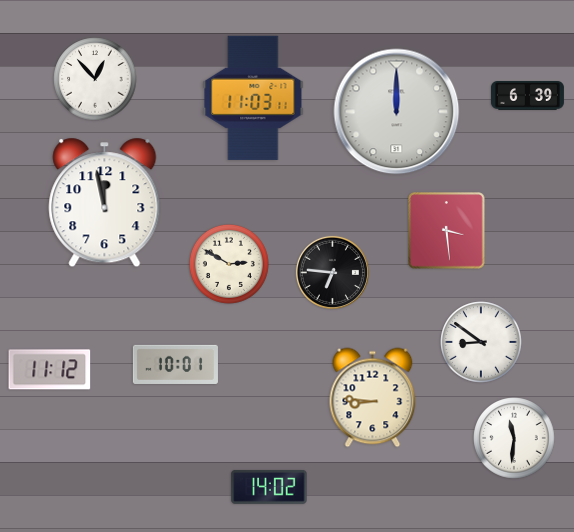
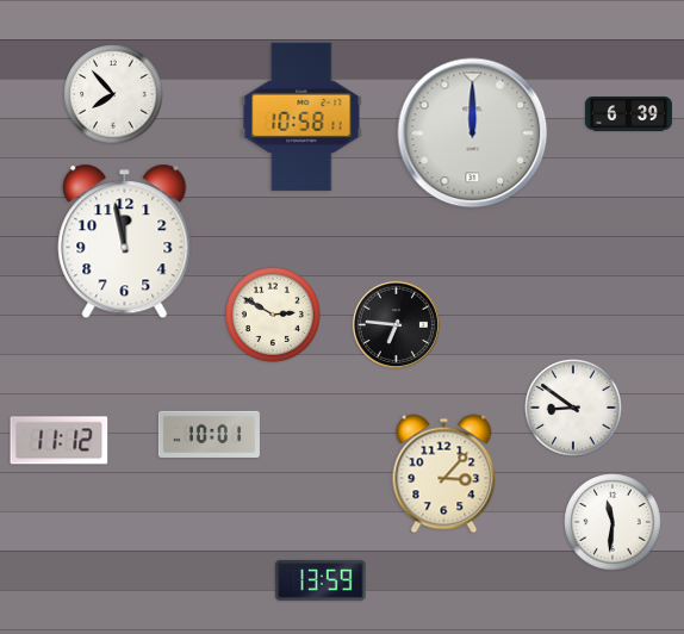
clock at (95, 79): 12:53 -> 7:53
clock at (253, 98): 11:03 -> 10:58
clock at (447, 231): 3:29 -> none
clock at (373, 398): 8:46 -> 3:07
clock at (269, 487): 14:02 -> 13:59
